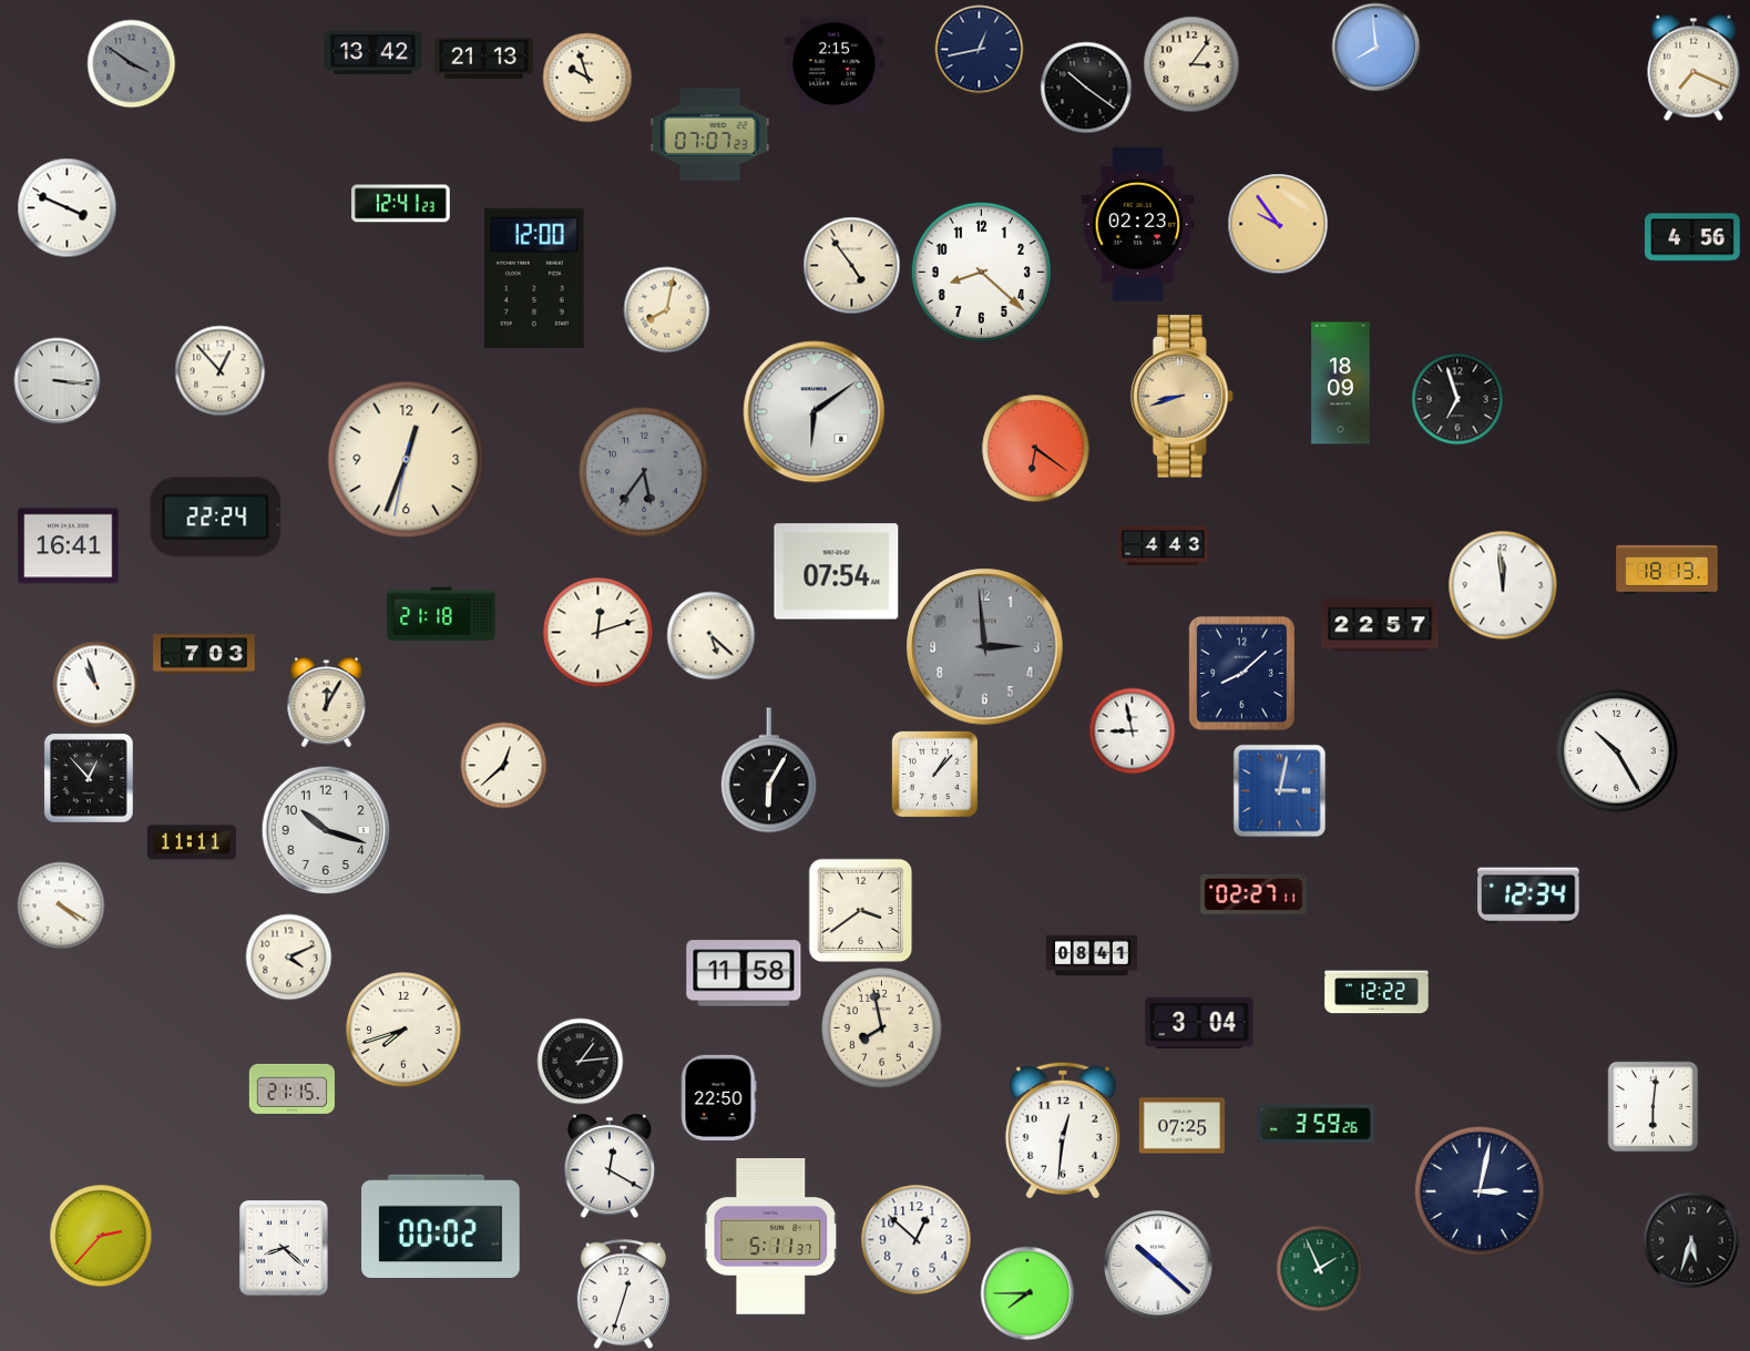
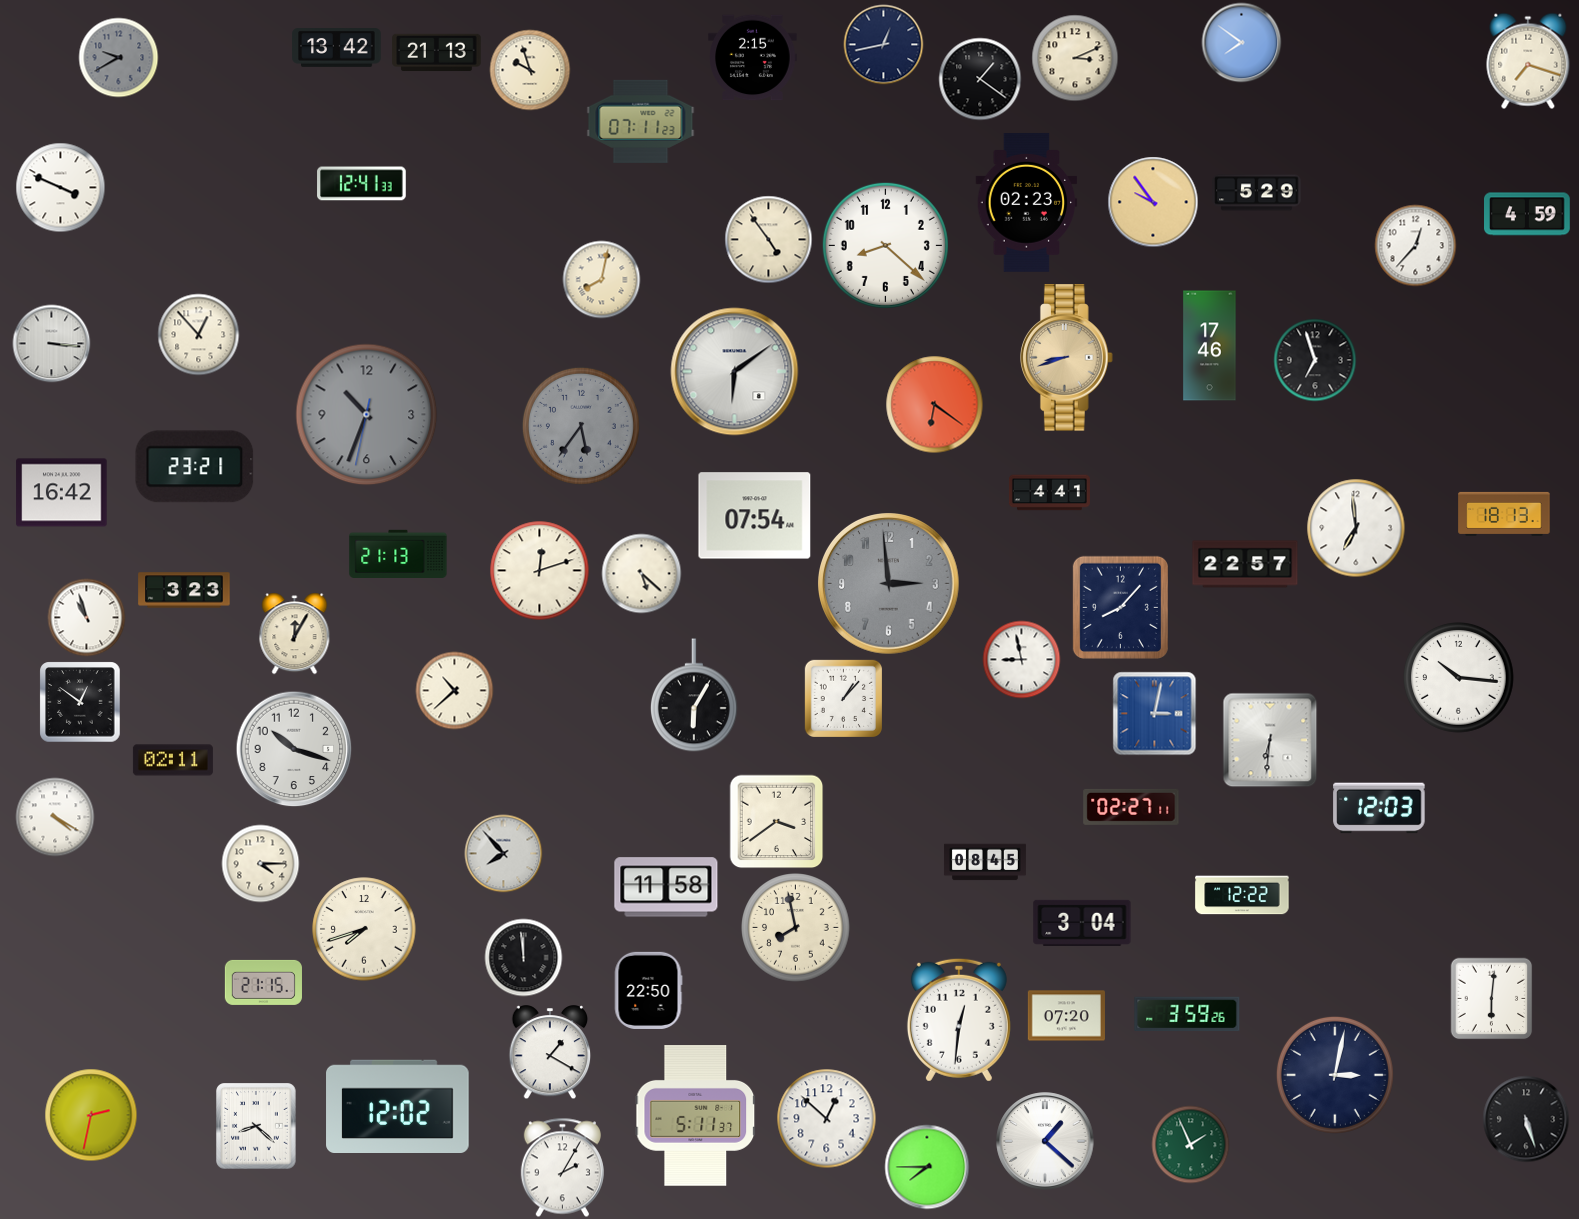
clock at (1375, 47): 7:59 -> 7:51
clock at (131, 63): 3:51 -> 9:40
clock at (1191, 64): 3:06 -> 3:11
clock at (1693, 68): 7:19 -> 7:18
clock at (1086, 88): 10:21 -> 1:21
clock at (710, 134): 07:07 -> 07:11
clock at (401, 204): 12:41:23 -> 12:41:33
clock at (1257, 193): none -> 5:29
clock at (1693, 237): 4:56 -> 4:59
clock at (1415, 245): none -> 12:37
clock at (534, 277): 12:00 -> none
clock at (1341, 383): 18:09 -> 17:46
clock at (407, 460): 12:33 -> 10:33
clock at (407, 460) dial: cream -> grey
clock at (216, 518): 22:24 -> 23:21
clock at (69, 546): 16:41 -> 16:42
clock at (1163, 546): 4:43 -> 4:41
clock at (1503, 585): 11:59 -> 6:59
clock at (441, 613): 21:18 -> 21:13
clock at (204, 654): 7:03 -> 3:23
clock at (1241, 673): 8:08 -> 8:07
clock at (1617, 751): 10:25 -> 10:16
clock at (503, 765): 12:38 -> 10:38
clock at (89, 778): 12:53 -> 12:51
clock at (1270, 740): none -> 6:31
clock at (192, 842): 11:11 -> 02:11
clock at (1528, 895): 12:34 -> 12:03
clock at (503, 853): none -> 7:53
clock at (1092, 955): 08:41 -> 08:45
clock at (288, 956): 4:11 -> 4:15
clock at (744, 973) position: (744, 973) -> (666, 887)
clock at (580, 1061): 1:14 -> 11:59
clock at (1181, 1126): 07:25 -> 07:20
clock at (610, 1167): 12:20 -> 1:20
clock at (441, 1226): 00:02 -> 12:02
clock at (101, 1236): 2:37 -> 2:32
clock at (1691, 1240): 5:33 -> 5:27
clock at (1158, 1265): 10:22 -> 1:22
clock at (623, 1293): 12:33 -> 2:05
